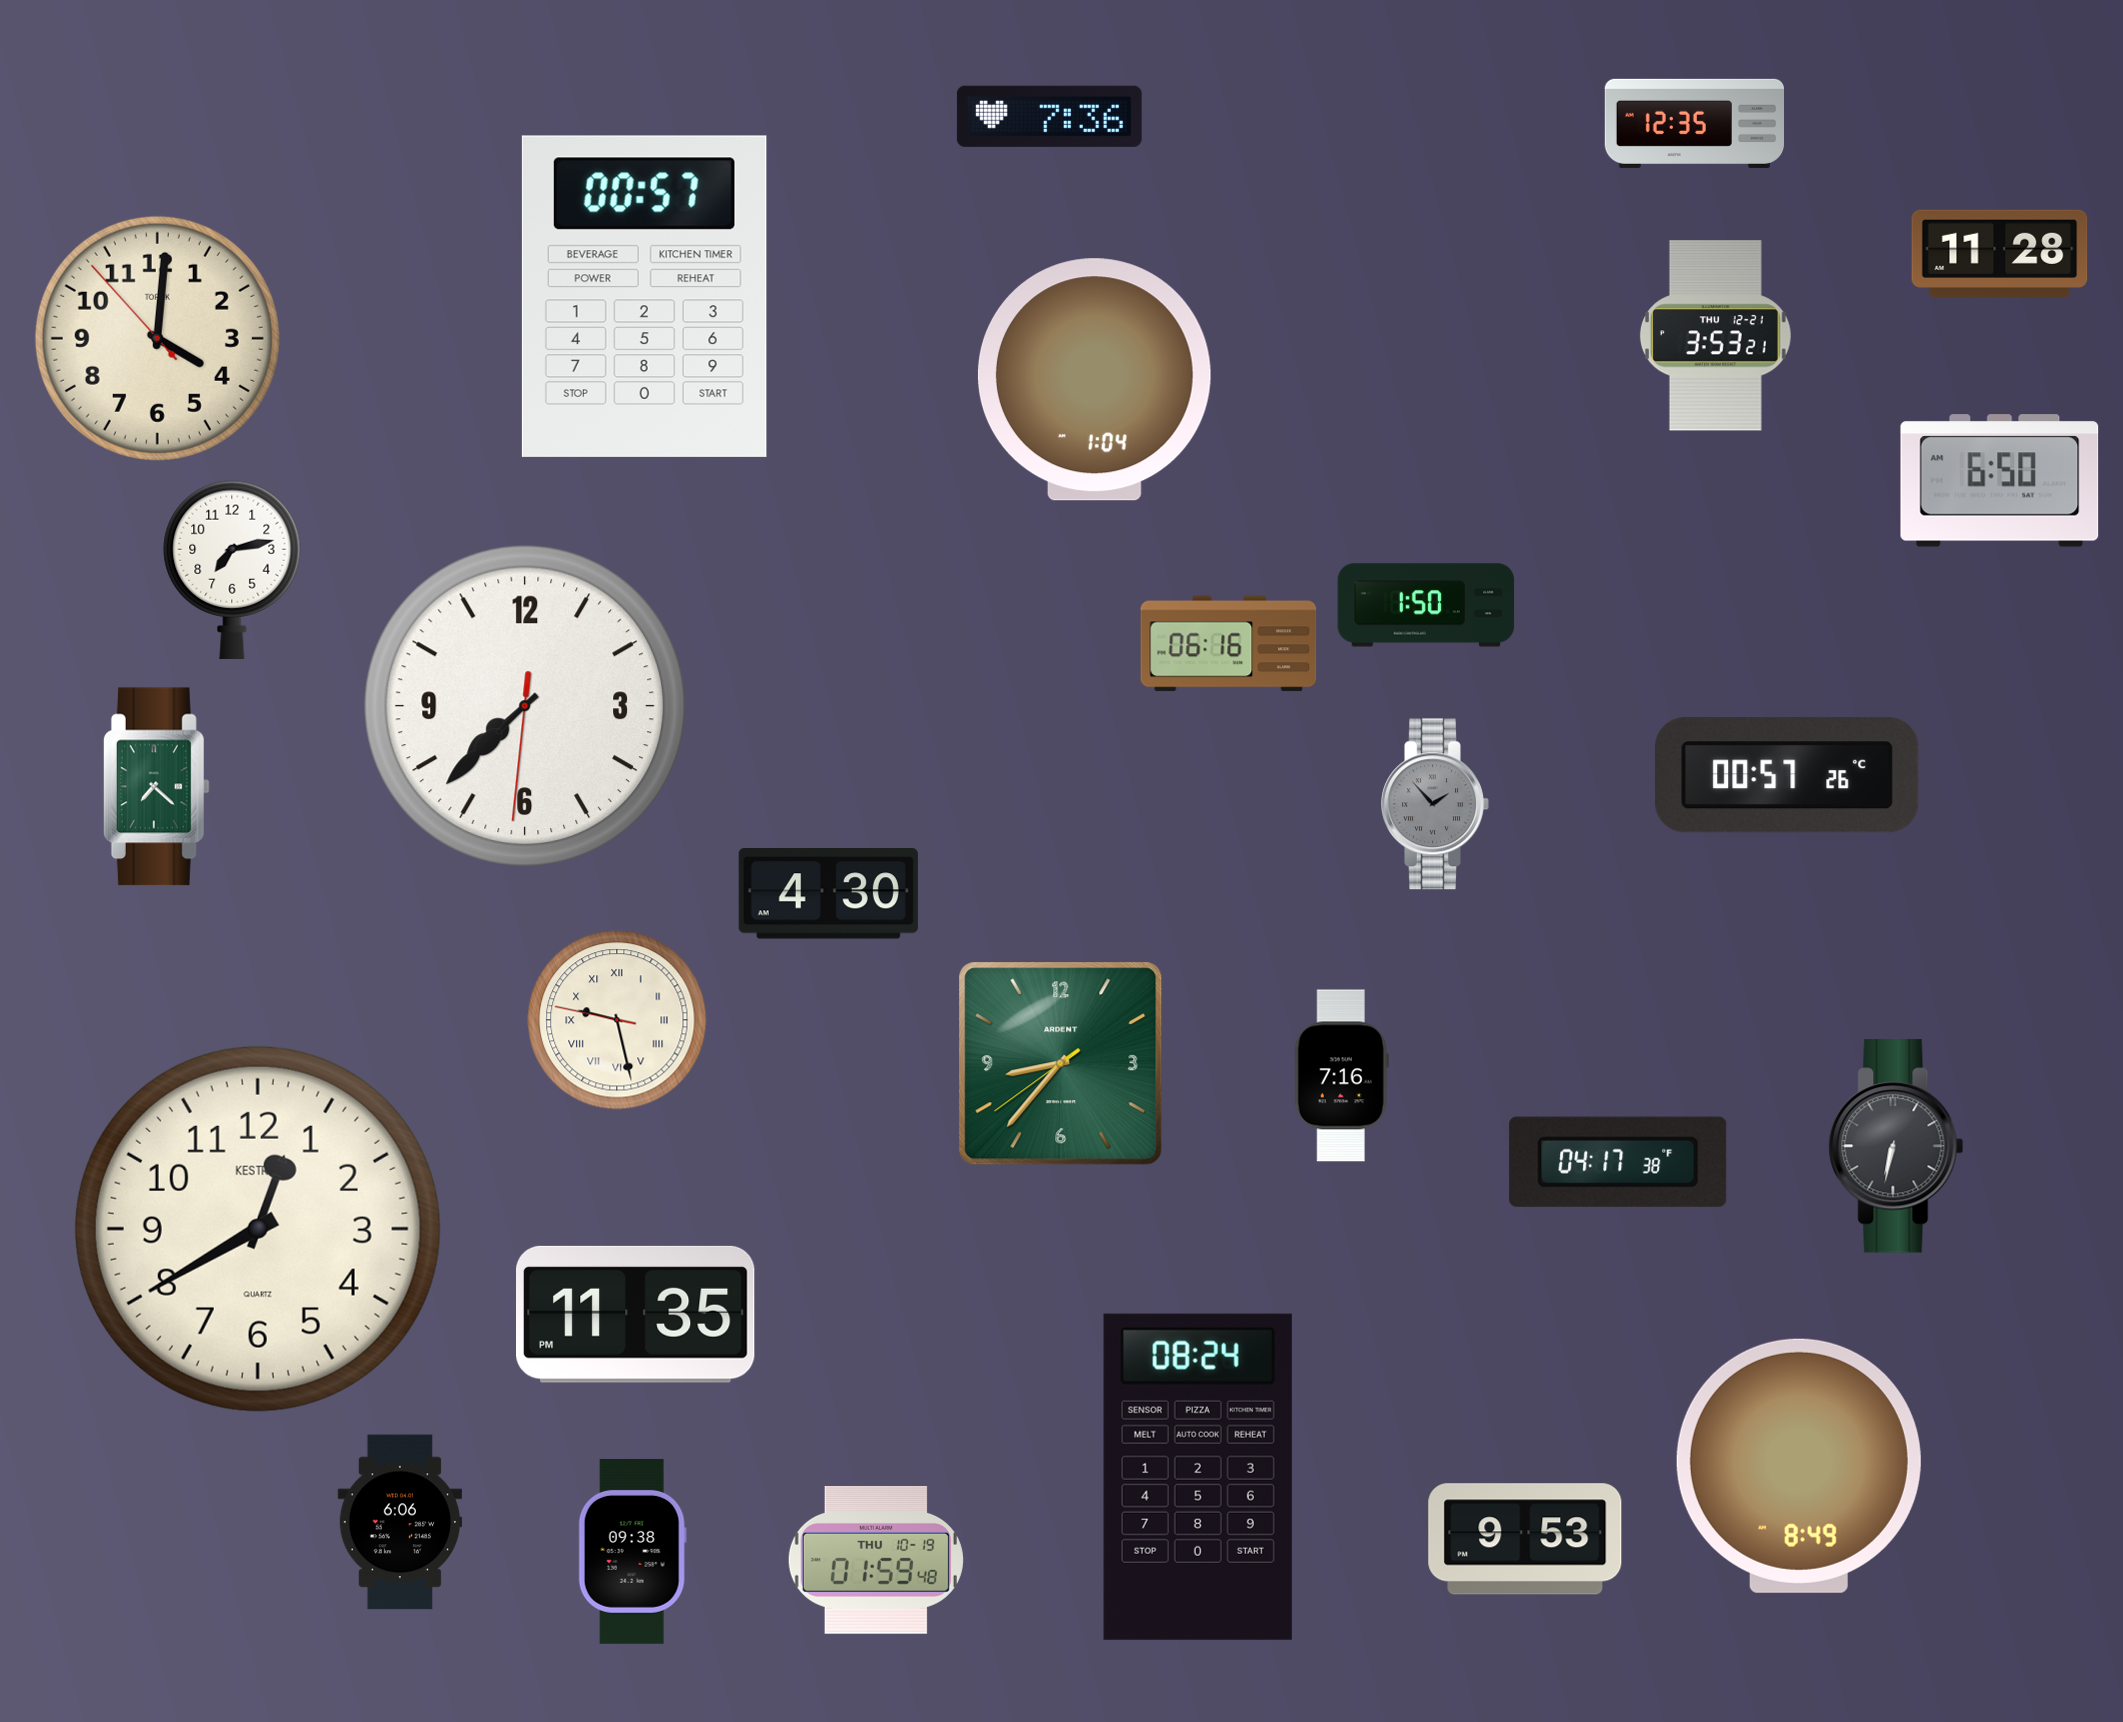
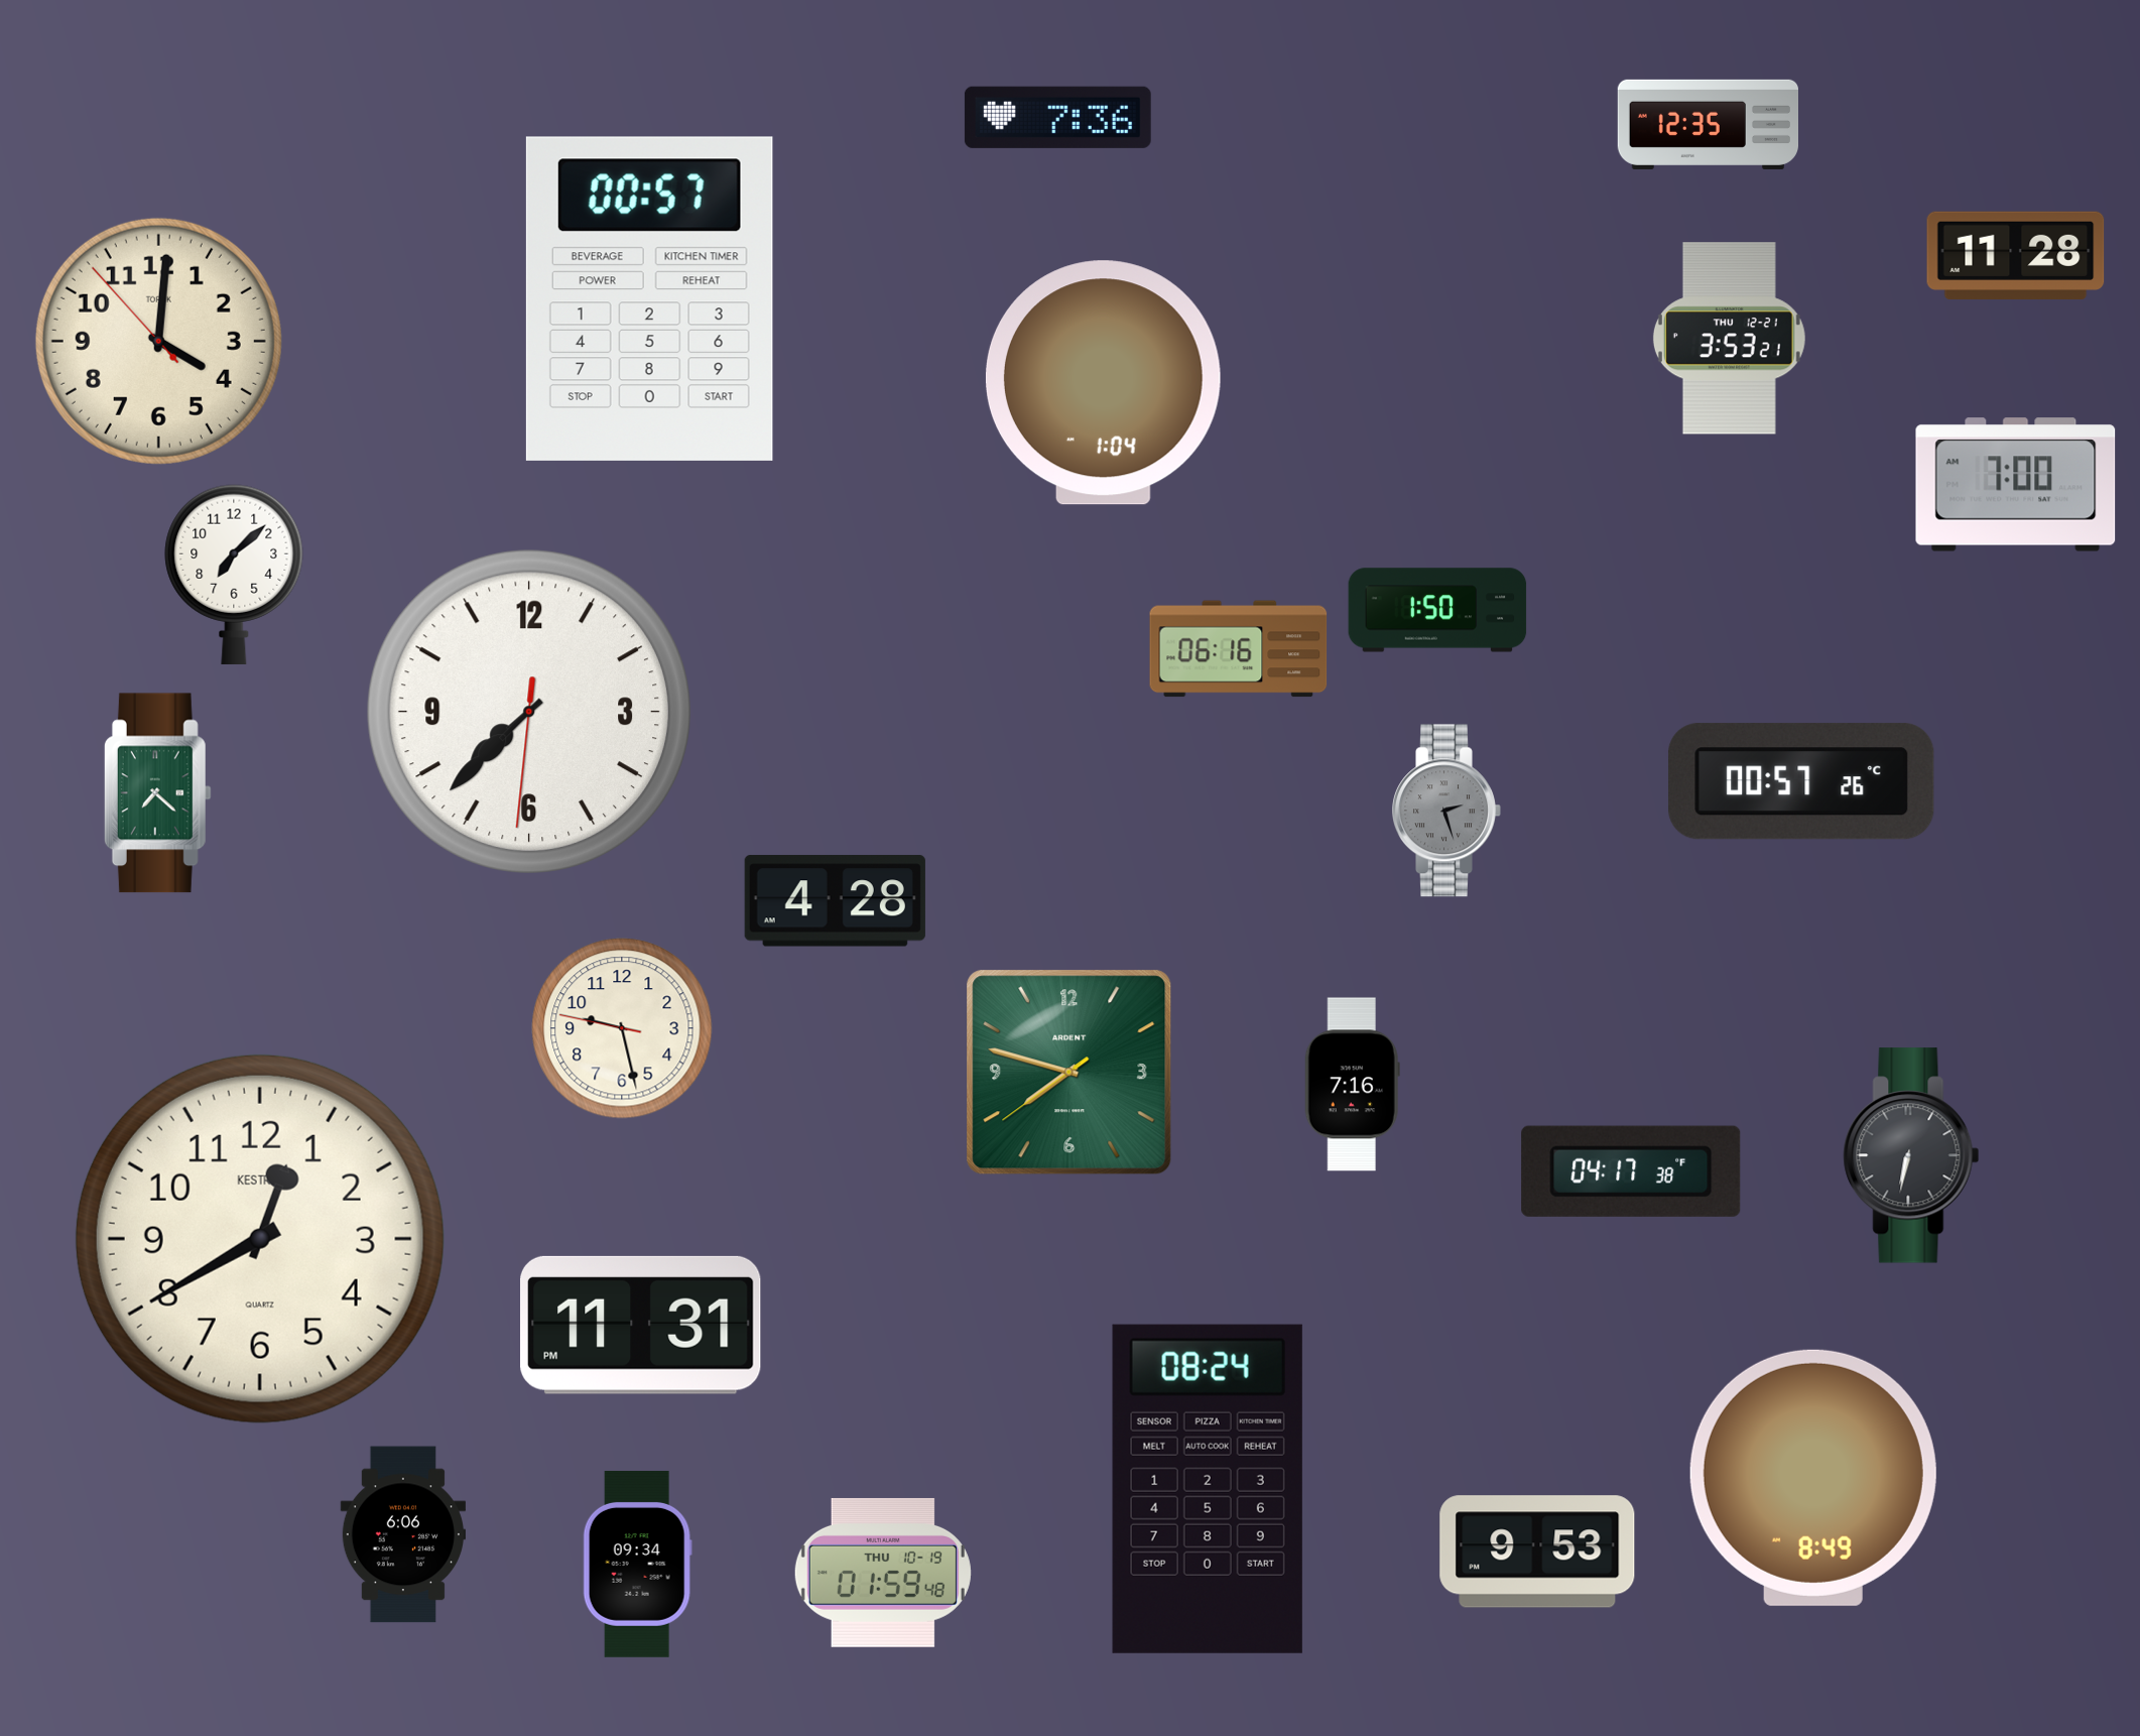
clock at (2000, 481): 6:50 -> 7:00
clock at (232, 570): 7:13 -> 7:08
clock at (1435, 804): 1:53 -> 2:27
clock at (828, 894): 4:30 -> 4:28
clock at (617, 1020) numerals: Roman -> Arabic
clock at (1061, 1064): 8:36 -> 7:47
clock at (636, 1314): 11:35 -> 11:31
clock at (632, 1551): 09:38 -> 09:34
